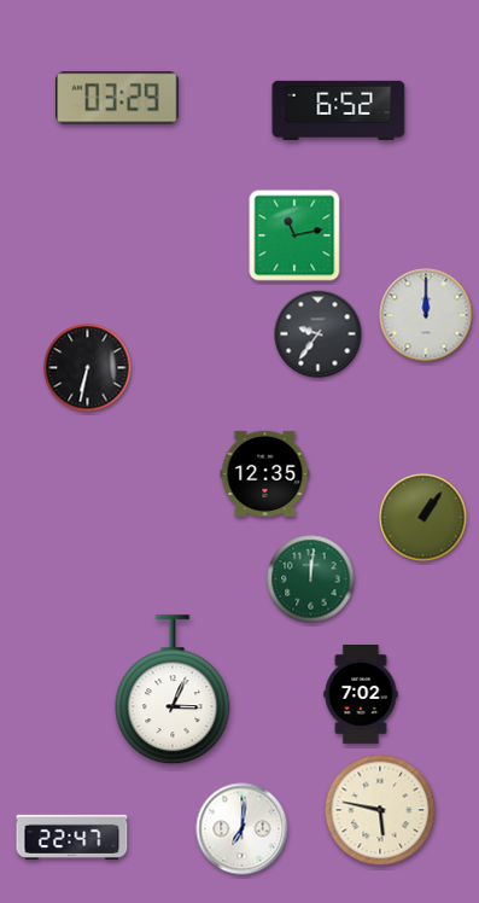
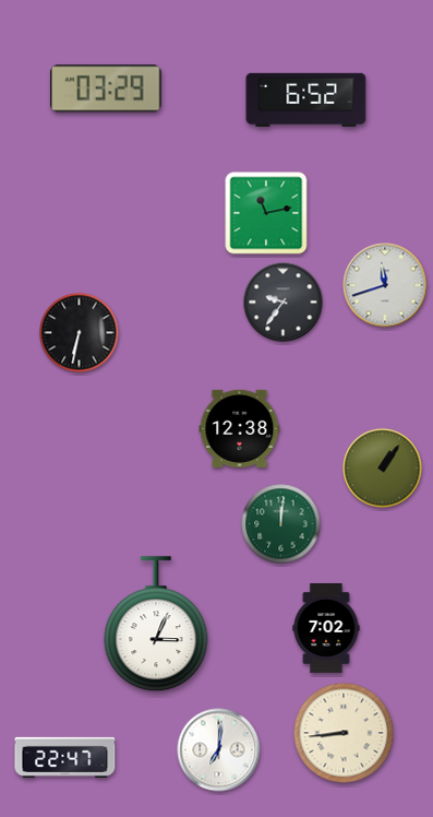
clock at (426, 315): 12:00 -> 11:42
clock at (319, 334) position: (319, 334) -> (284, 303)
clock at (265, 473): 12:35 -> 12:38
clock at (380, 810): 5:47 -> 8:44
